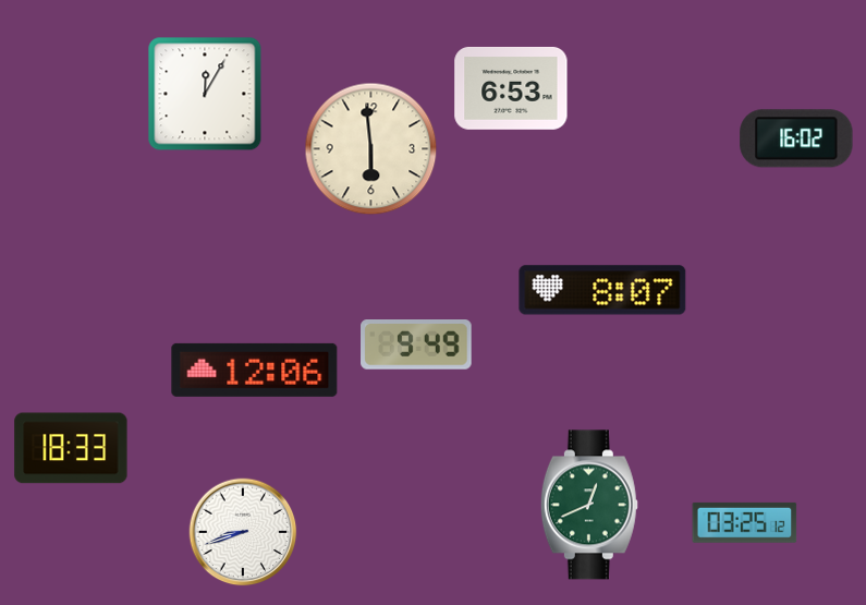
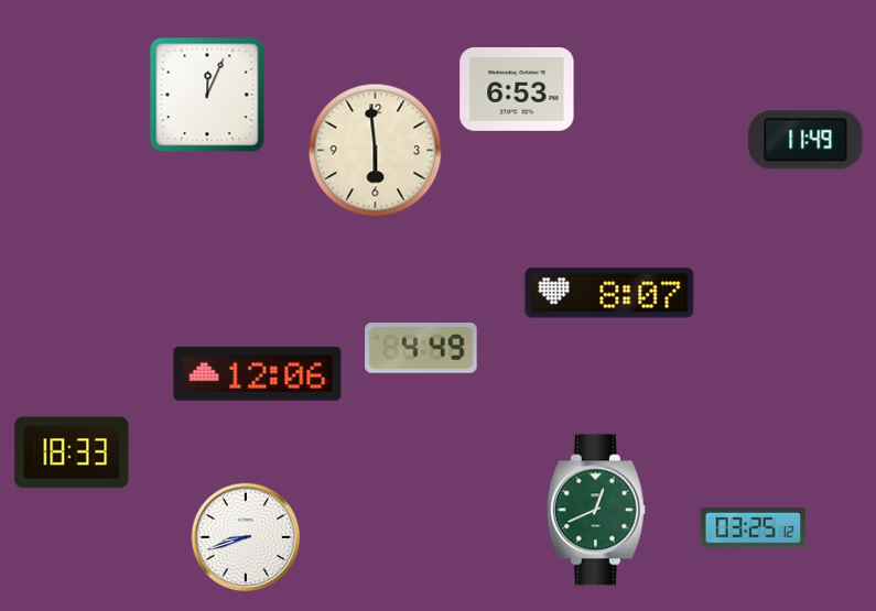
clock at (205, 94): 12:05 -> 12:04
clock at (796, 138): 16:02 -> 11:49
clock at (416, 346): 9:49 -> 4:49
